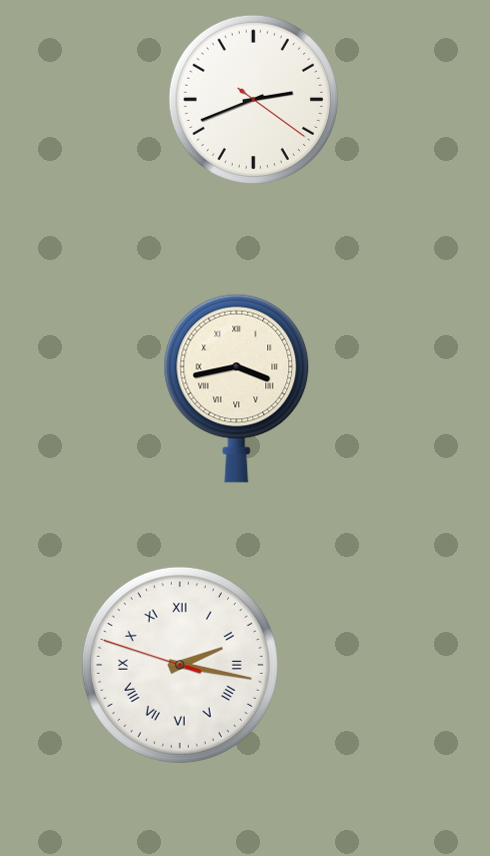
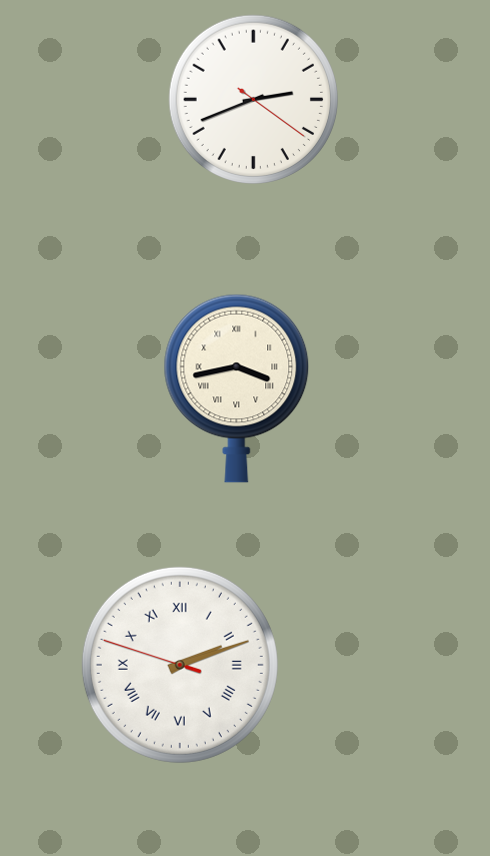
clock at (180, 665): 2:16 -> 2:11
